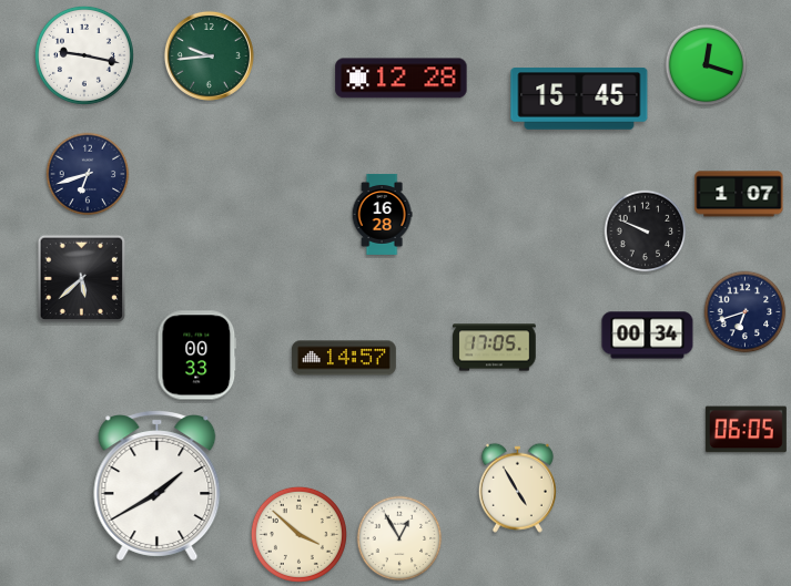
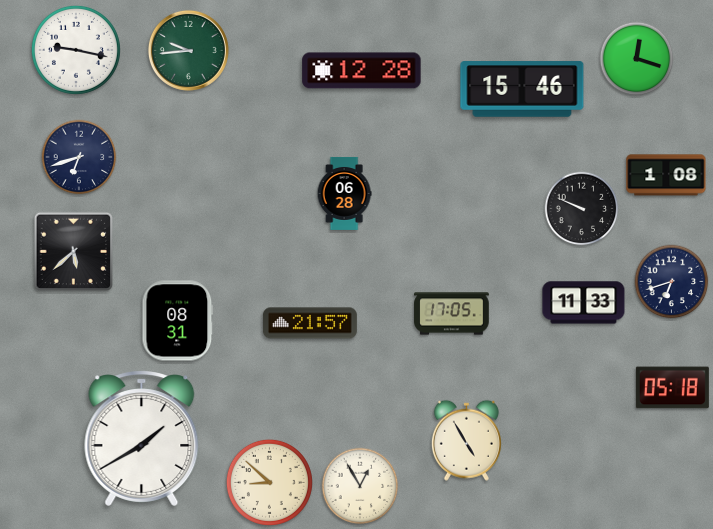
clock at (579, 99): 15:45 -> 15:46
clock at (739, 194): 1:07 -> 1:08
clock at (382, 214): 16:28 -> 06:28
clock at (648, 336): 00:34 -> 11:33
clock at (495, 348) position: (495, 348) -> (452, 314)
clock at (197, 356): 00:33 -> 08:31
clock at (344, 358): 14:57 -> 21:57
clock at (746, 430): 06:05 -> 05:18
clock at (298, 534): 3:52 -> 8:52
